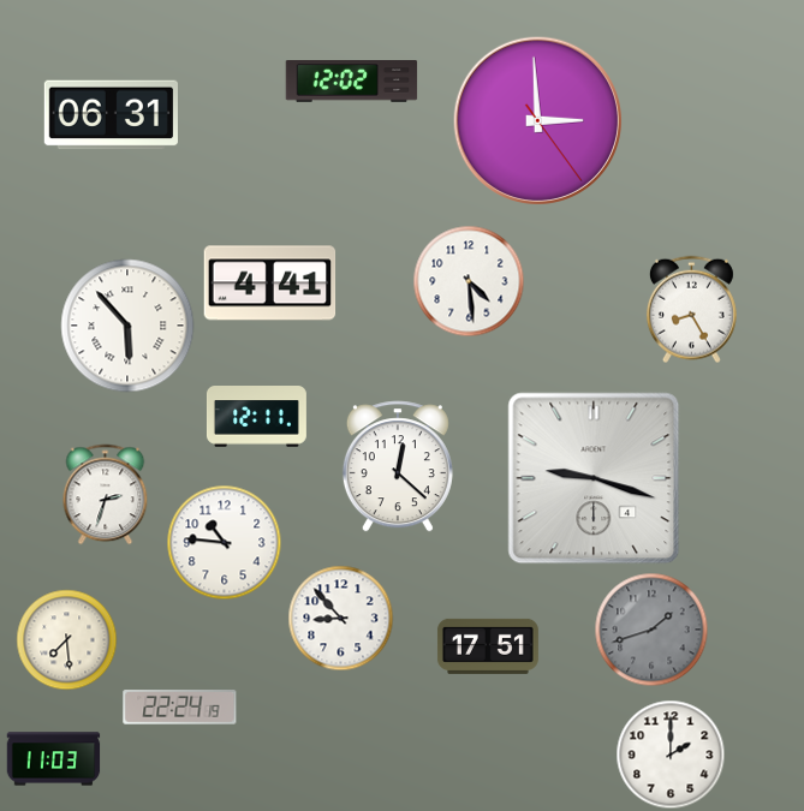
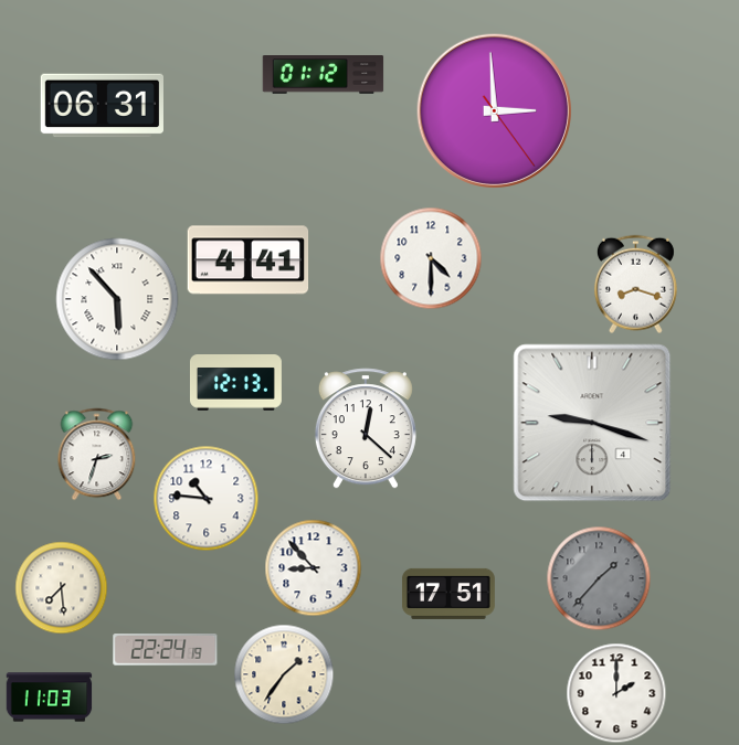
clock at (352, 82): 12:02 -> 01:12
clock at (469, 281): 4:29 -> 4:30
clock at (691, 310): 8:25 -> 8:18
clock at (256, 417): 12:11 -> 12:13
clock at (594, 478) position: (594, 478) -> (592, 423)
clock at (651, 630): 1:42 -> 1:37
clock at (284, 674): none -> 1:36
